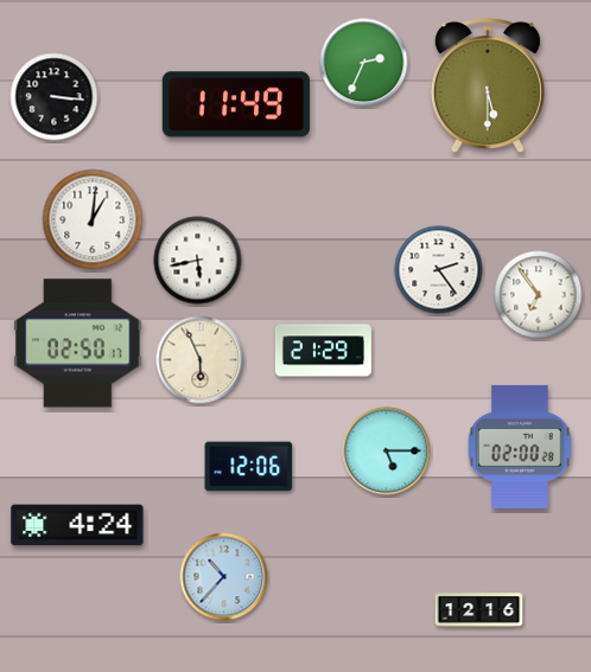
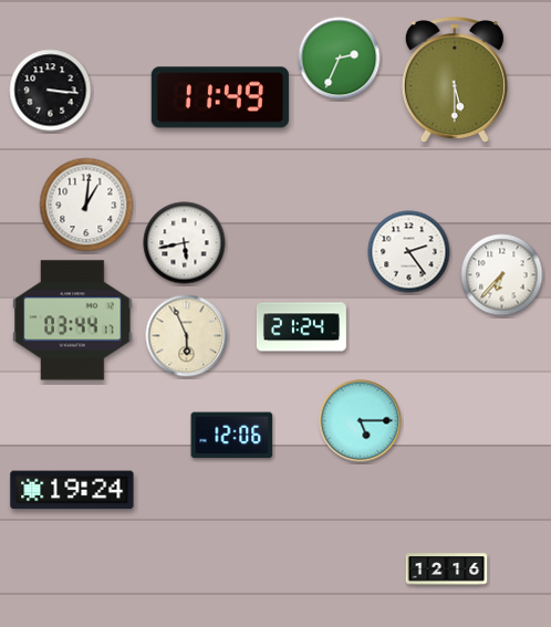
clock at (539, 295): 6:54 -> 6:37
clock at (78, 344): 02:50 -> 03:44
clock at (323, 351): 21:29 -> 21:24
clock at (520, 447): 02:00 -> none
clock at (77, 525): 4:24 -> 19:24
clock at (224, 577): 10:37 -> none
